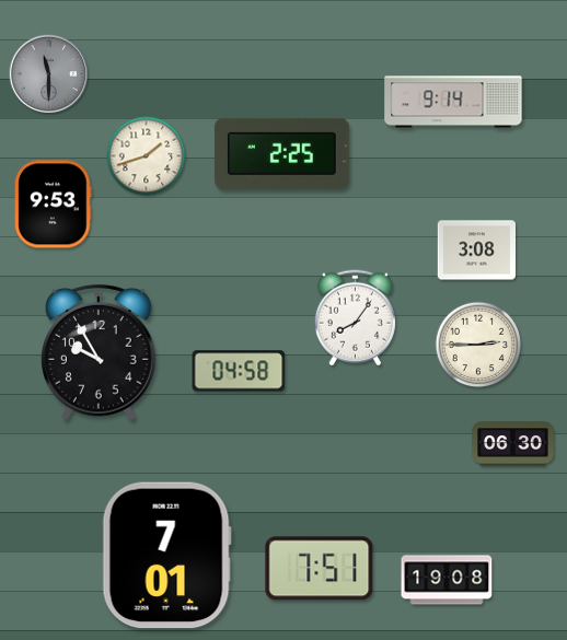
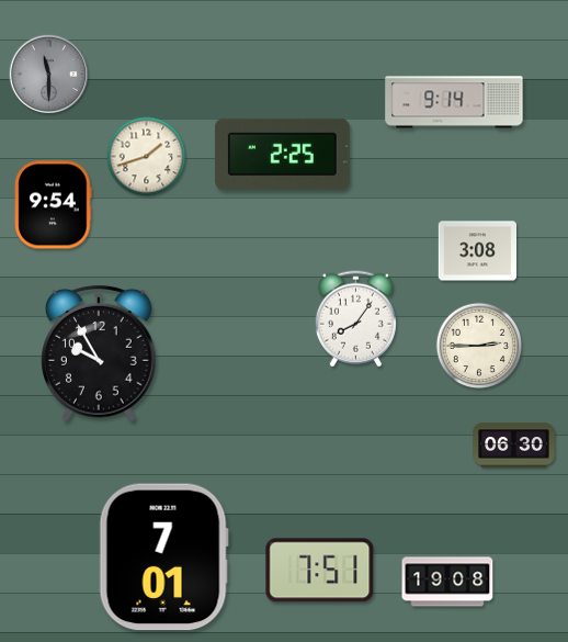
clock at (54, 205): 9:53 -> 9:54
clock at (239, 371): 04:58 -> none
clock at (166, 556) position: (166, 556) -> (163, 557)
